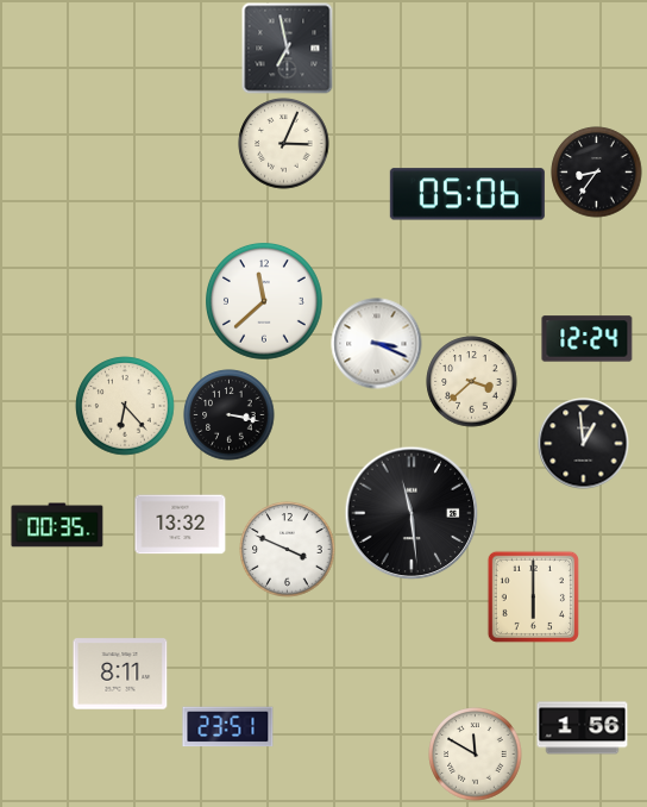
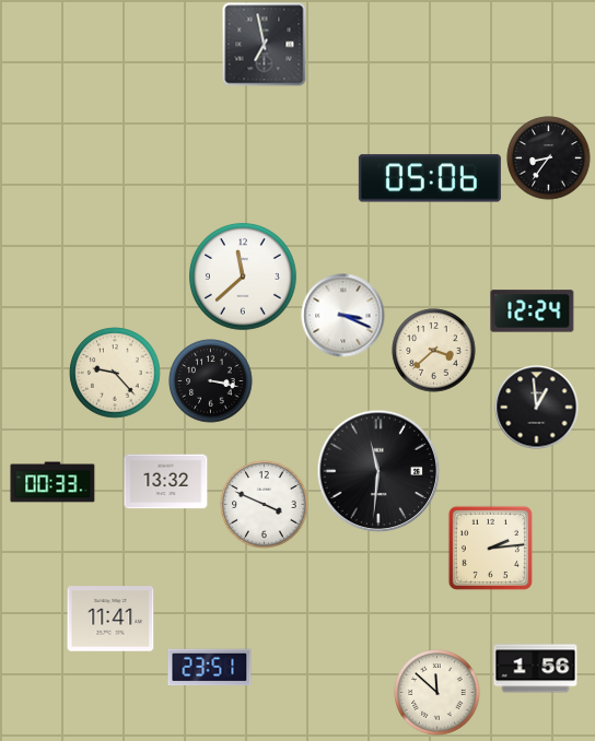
clock at (284, 144): 3:04 -> none
clock at (588, 339) position: (588, 339) -> (533, 311)
clock at (377, 344) position: (377, 344) -> (343, 316)
clock at (125, 406): 6:23 -> 9:23
clock at (412, 513): 11:29 -> 11:31
clock at (57, 525): 00:35 -> 00:33
clock at (533, 596): 6:00 -> 2:14
clock at (120, 674): 8:11 -> 11:41
clock at (476, 755): 11:50 -> 11:52
